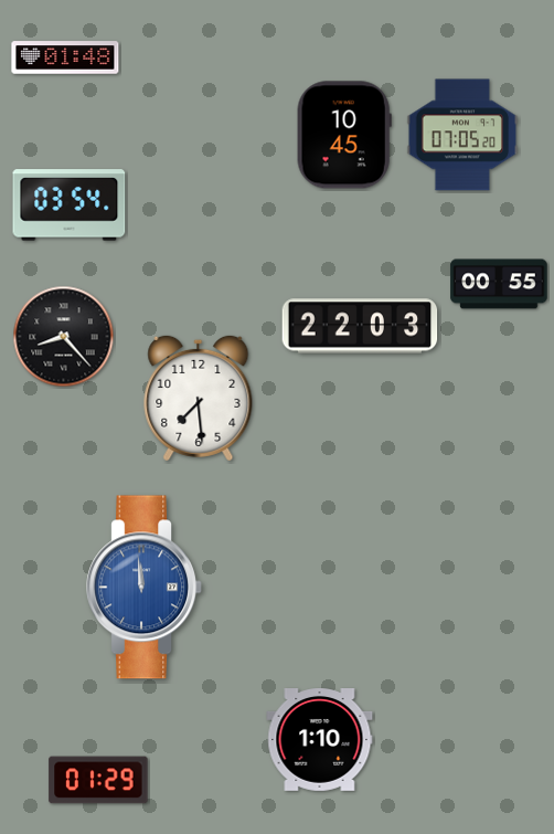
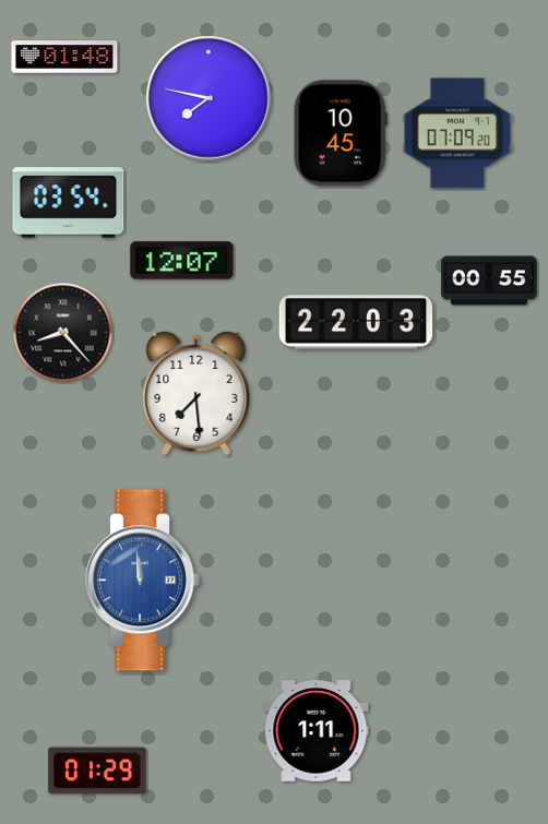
clock at (209, 98): none -> 7:47
clock at (462, 135): 07:05 -> 07:09
clock at (182, 261): none -> 12:07
clock at (499, 284) position: (499, 284) -> (489, 280)
clock at (320, 740): 1:10 -> 1:11
